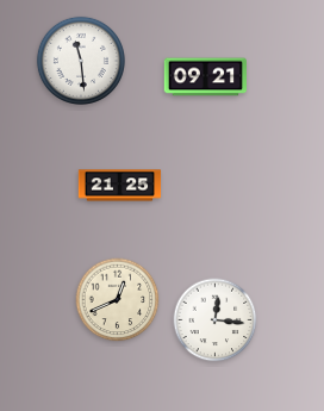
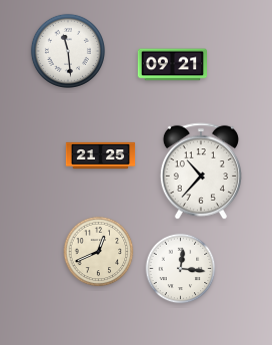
clock at (201, 171): none -> 10:37
